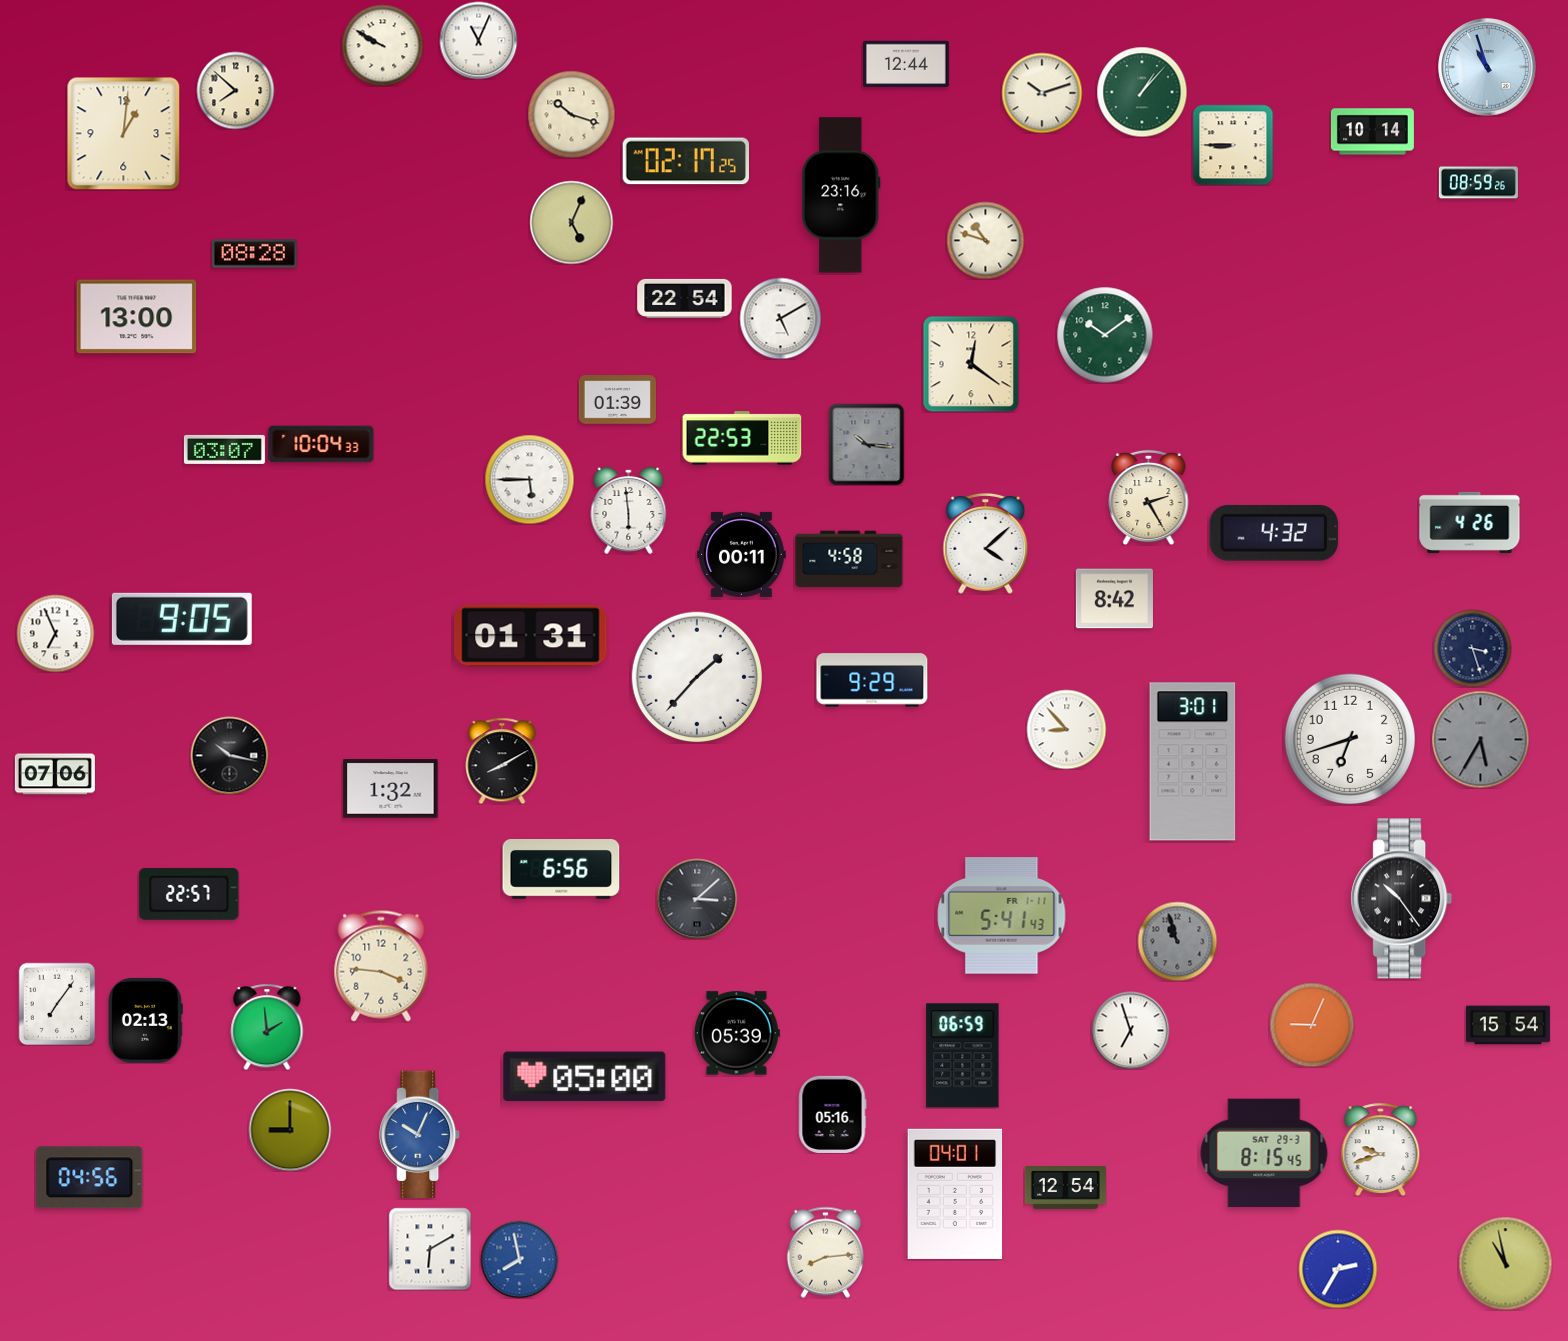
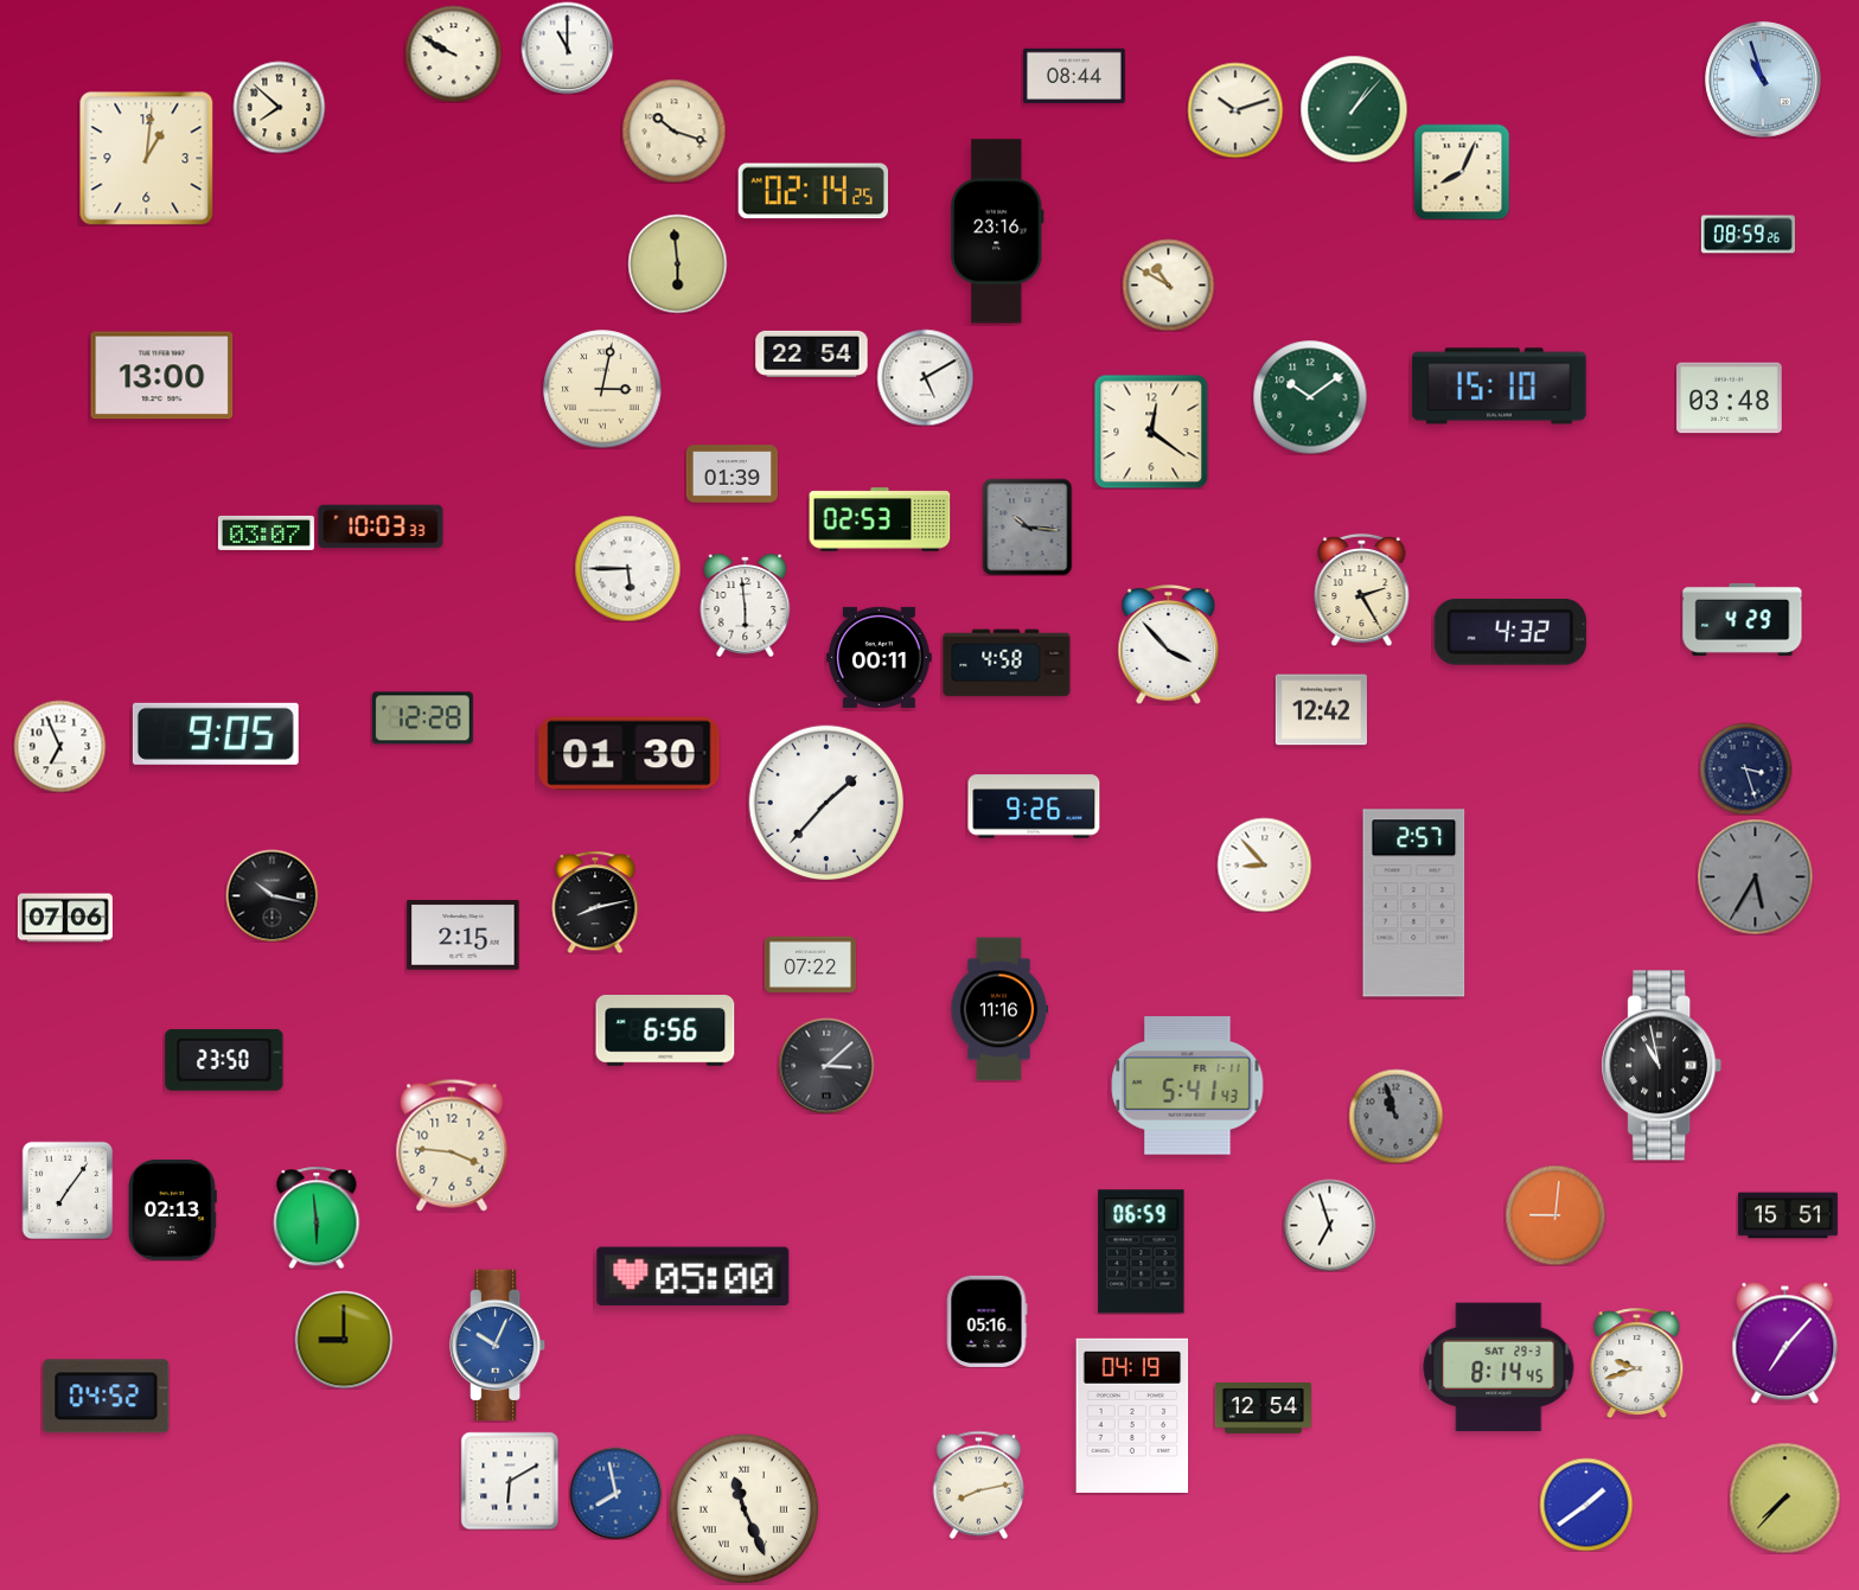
clock at (478, 40): 11:04 -> 11:00
clock at (907, 64): 12:44 -> 08:44
clock at (571, 114) position: (571, 114) -> (673, 130)
clock at (1372, 132): 10:14 -> none
clock at (1233, 145): 8:45 -> 8:04
clock at (685, 161): 02:17 -> 02:14
clock at (1478, 183) position: (1478, 183) -> (1748, 235)
clock at (571, 222): 5:04 -> 5:59
clock at (985, 240): 10:48 -> 10:50
clock at (254, 254): 08:28 -> none
clock at (1500, 387): none -> 15:10
clock at (602, 389): none -> 3:02
clock at (1730, 398): none -> 03:48
clock at (742, 438): 22:53 -> 02:53
clock at (321, 444): 10:04 -> 10:03
clock at (1470, 522): 4:26 -> 4:29
clock at (986, 544): 4:08 -> 3:53
clock at (1114, 599): 8:42 -> 12:42
clock at (422, 719): none -> 12:28
clock at (55, 633) position: (55, 633) -> (59, 746)
clock at (531, 636): 01:31 -> 01:30
clock at (872, 680): 9:29 -> 9:26
clock at (1349, 738): 6:42 -> none
clock at (502, 761): 8:10 -> 8:13
clock at (1193, 762): 3:01 -> 2:57
clock at (391, 789): 1:32 -> 2:15
clock at (810, 965): none -> 07:22
clock at (999, 1009): none -> 11:16
clock at (189, 894): 22:57 -> 23:50
clock at (1402, 899): 10:24 -> 10:58
clock at (1312, 1025): 9:04 -> 9:01
clock at (1508, 1025): 15:54 -> 15:51
clock at (267, 1027): 1:59 -> 5:59
clock at (1130, 1030) position: (1130, 1030) -> (1329, 1225)
clock at (737, 1033): 05:39 -> none
clock at (1785, 1342): none -> 7:07
clock at (1264, 1153): 8:15 -> 8:14
clock at (90, 1178): 04:56 -> 04:52
clock at (955, 1194): 04:01 -> 04:19
clock at (826, 1252): 8:14 -> 8:13
clock at (1505, 1263): 10:58 -> 7:37
clock at (1338, 1269): 2:35 -> 1:39
clock at (743, 1508): none -> 11:26
